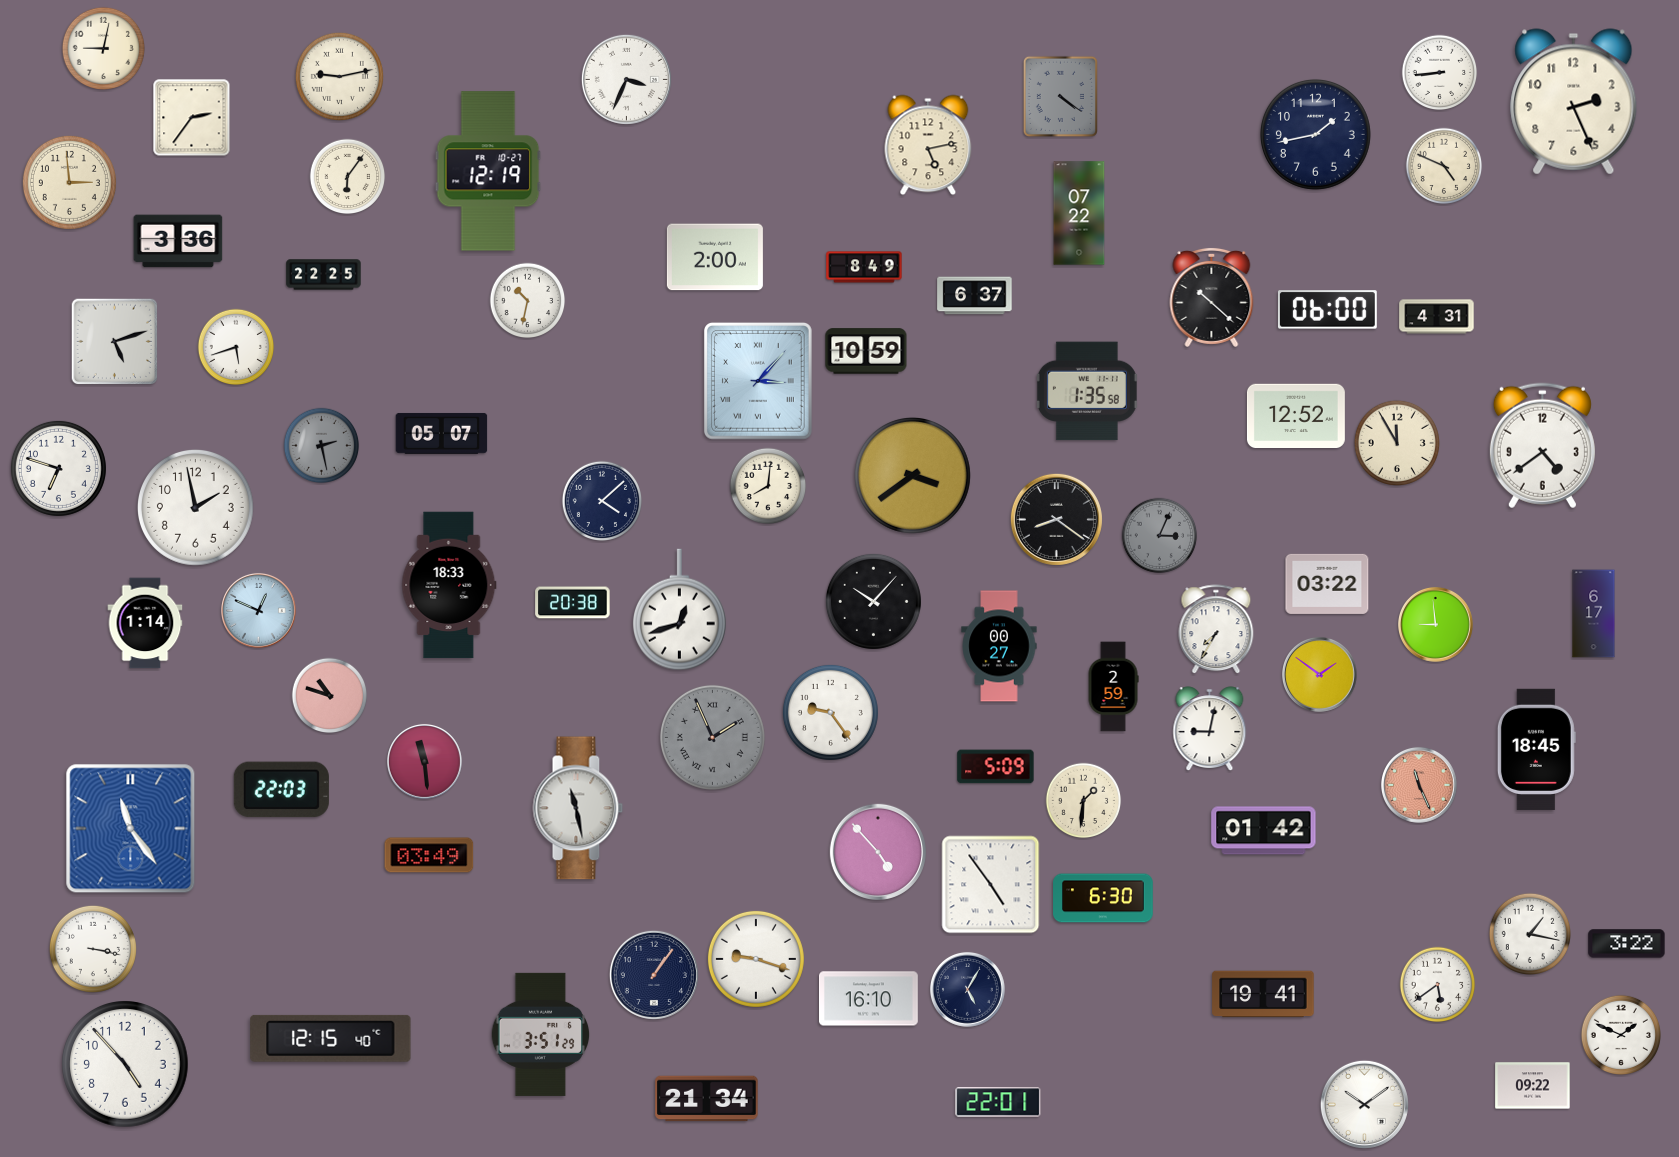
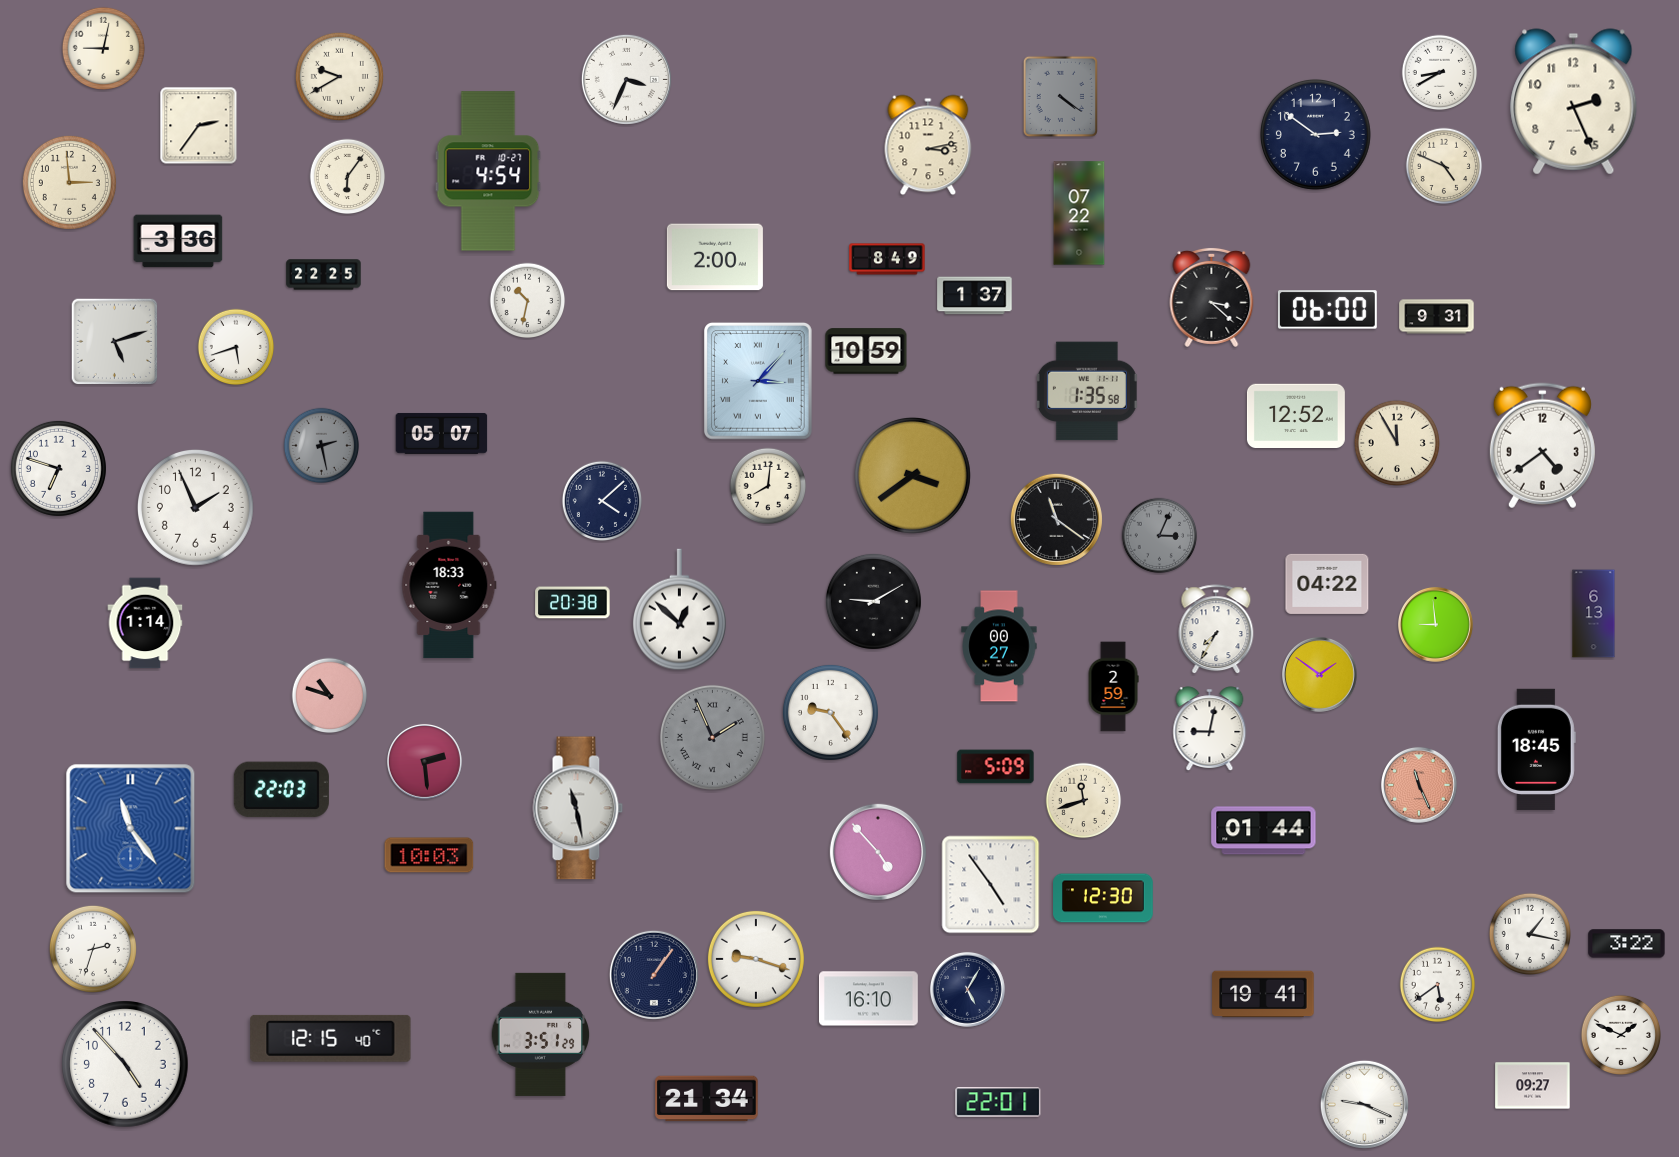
clock at (1440, 73): 8:44 -> 8:40
clock at (339, 76): 9:13 -> 9:40
clock at (192, 118) position: (192, 118) -> (199, 126)
clock at (1315, 134): 1:43 -> 2:51
clock at (928, 145): 5:13 -> 3:13
clock at (488, 171): 12:19 -> 4:54
clock at (864, 267) position: (864, 267) -> (887, 259)
clock at (975, 296): 6:37 -> 1:37
clock at (1212, 297): 10:22 -> 3:22
clock at (1437, 317): 4:31 -> 9:31
clock at (195, 507): 1:58 -> 1:56
clock at (1056, 519): 8:21 -> 11:21
clock at (1327, 584): 03:22 -> 04:22
clock at (873, 601): 10:07 -> 9:10
clock at (258, 610): 12:49 -> none
clock at (679, 610): 12:42 -> 12:52
clock at (1594, 614): 6:17 -> 6:13
clock at (424, 761): 11:29 -> 2:29
clock at (1084, 801): 1:31 -> 11:42
clock at (1264, 831): 01:42 -> 01:44
clock at (429, 855): 03:49 -> 10:03
clock at (1103, 898): 6:30 -> 12:30
clock at (93, 949): 3:17 -> 2:33
clock at (1533, 1086): 09:22 -> 09:27
clock at (1364, 1104): 10:09 -> 9:19
